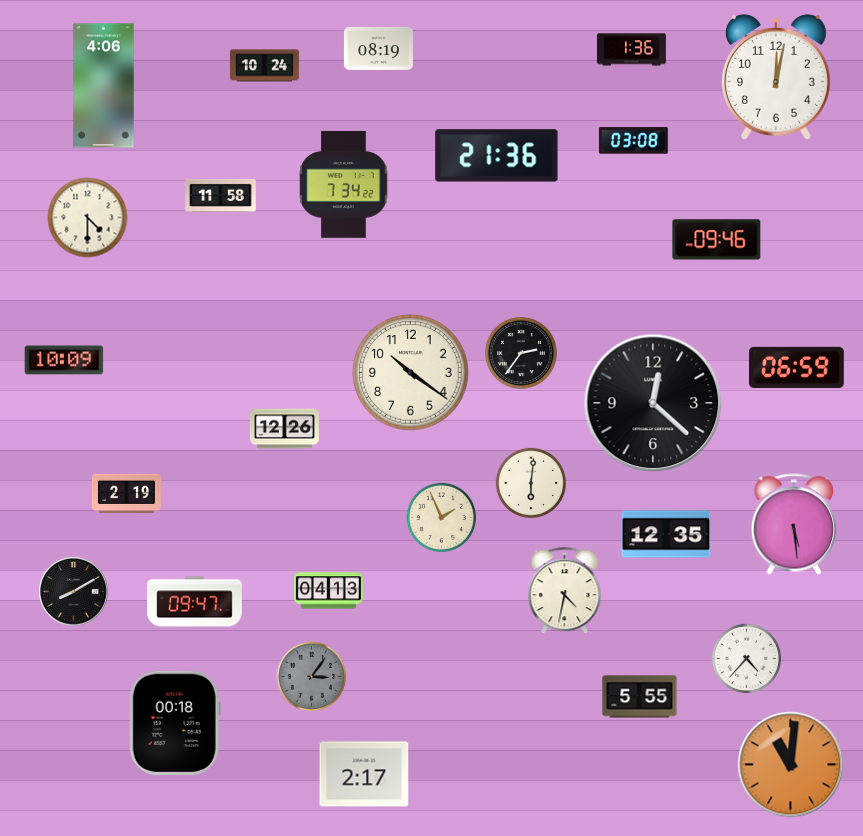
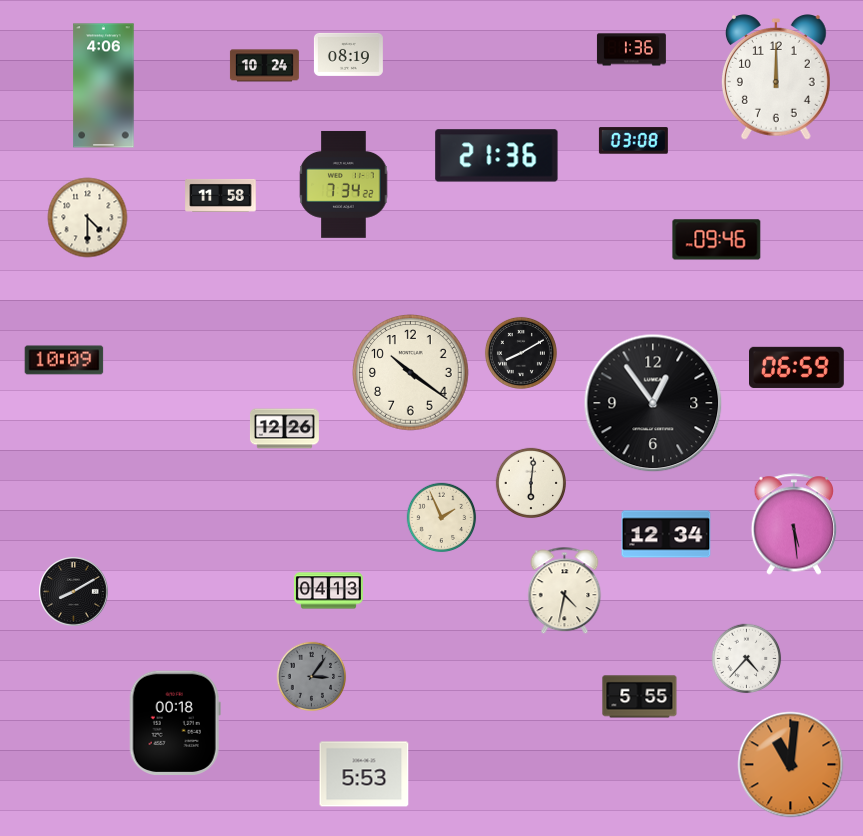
clock at (378, 48) position: (378, 48) -> (348, 54)
clock at (776, 77): 12:02 -> 12:00
clock at (521, 353): 2:36 -> 8:10
clock at (653, 403): 12:22 -> 12:54
clock at (126, 493): 2:19 -> none
clock at (666, 534): 12:35 -> 12:34
clock at (195, 602): 09:47 -> none
clock at (364, 774): 2:17 -> 5:53
